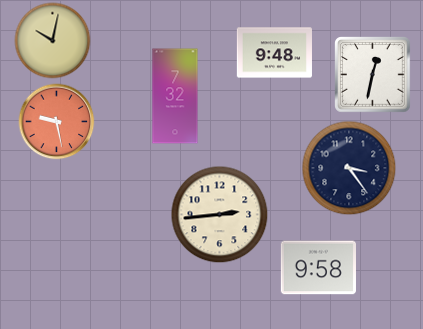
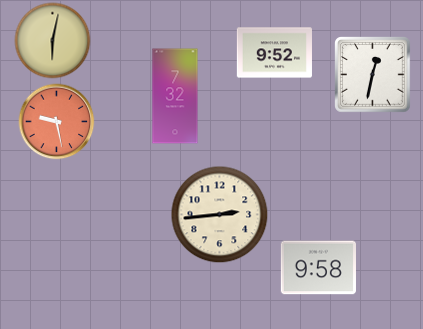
clock at (53, 41): 10:02 -> 6:02
clock at (274, 53): 9:48 -> 9:52
clock at (349, 168): 3:24 -> none
